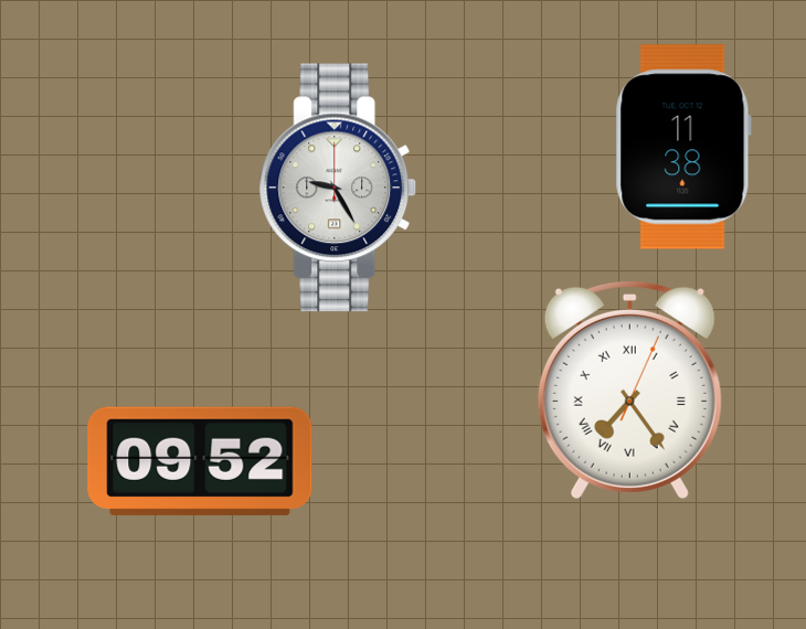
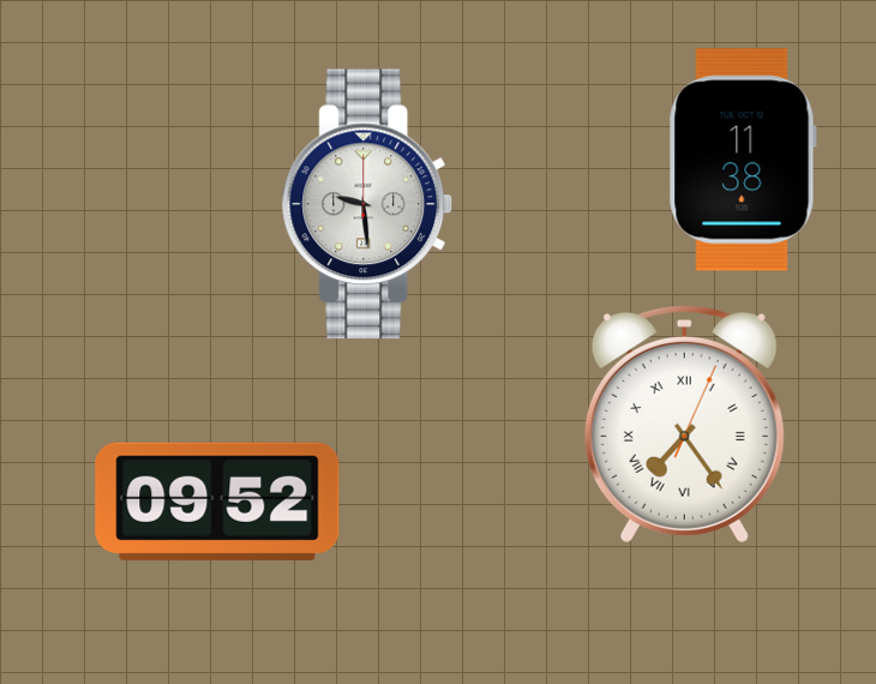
clock at (338, 188): 9:25 -> 9:29
